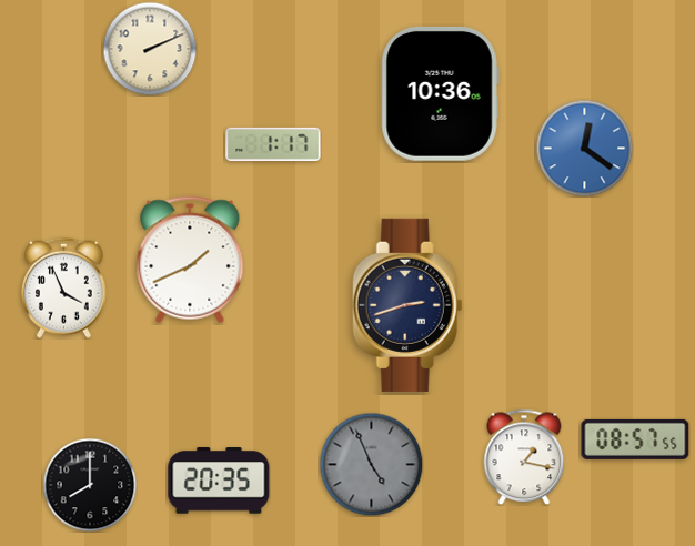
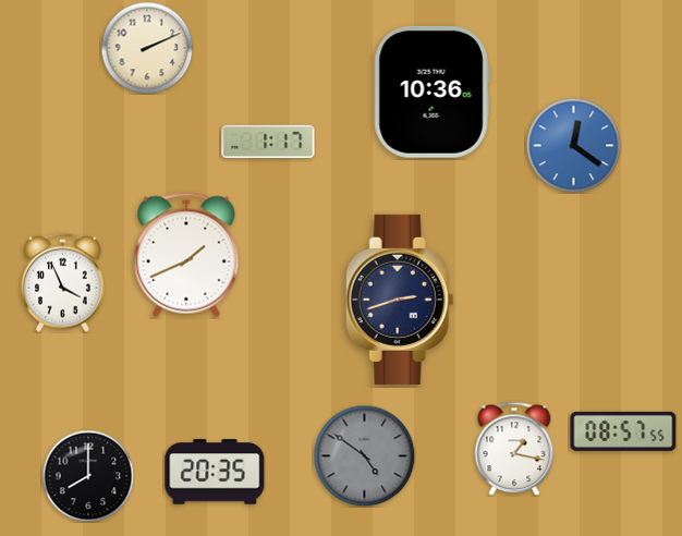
clock at (371, 464): 4:56 -> 4:51
